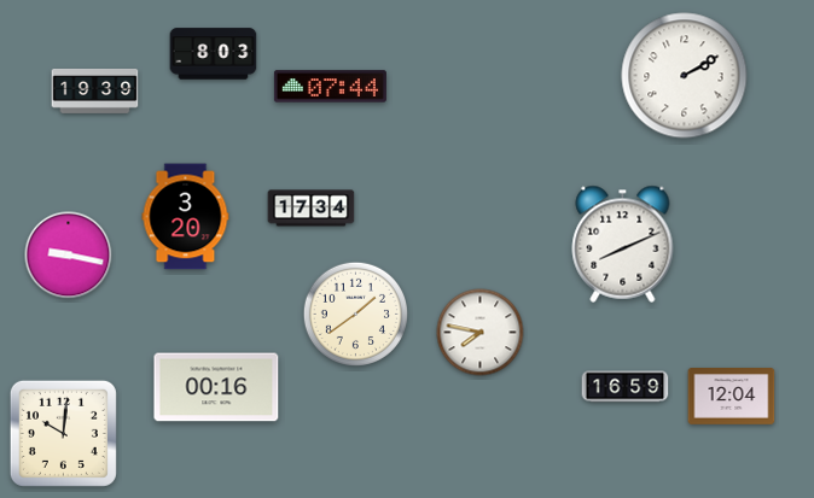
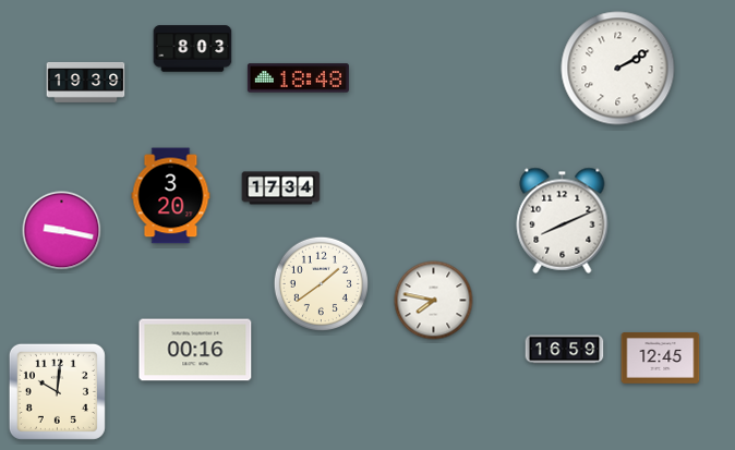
clock at (330, 87): 07:44 -> 18:48
clock at (186, 217) position: (186, 217) -> (171, 196)
clock at (732, 397): 12:04 -> 12:45
